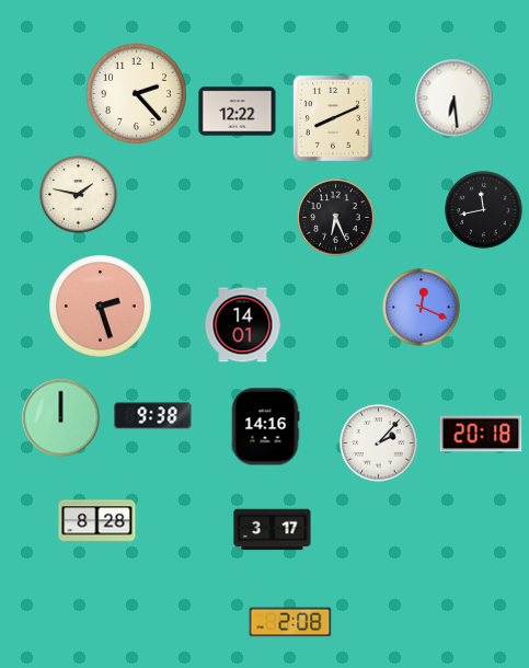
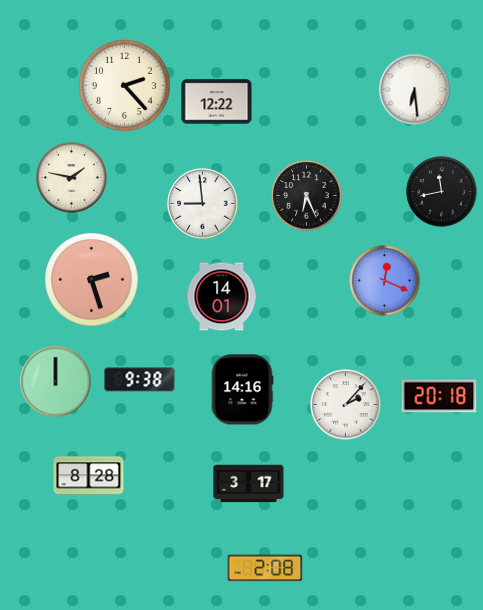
clock at (333, 118): 8:11 -> none
clock at (336, 218) position: (336, 218) -> (307, 196)
clock at (203, 204): none -> 8:59
